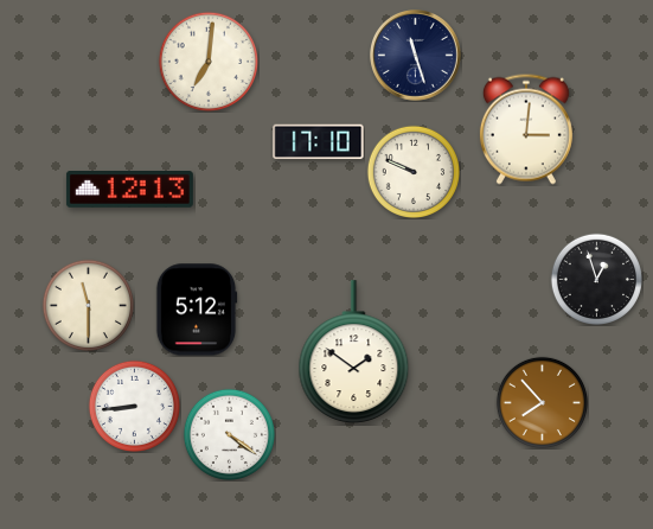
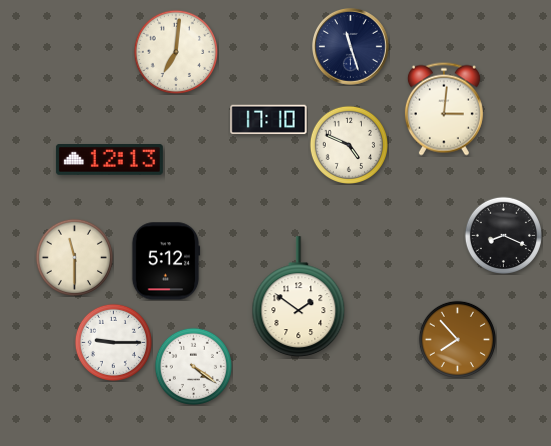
clock at (412, 171): 9:49 -> 4:49
clock at (596, 279): 12:57 -> 8:19
clock at (134, 406): 8:44 -> 9:15
